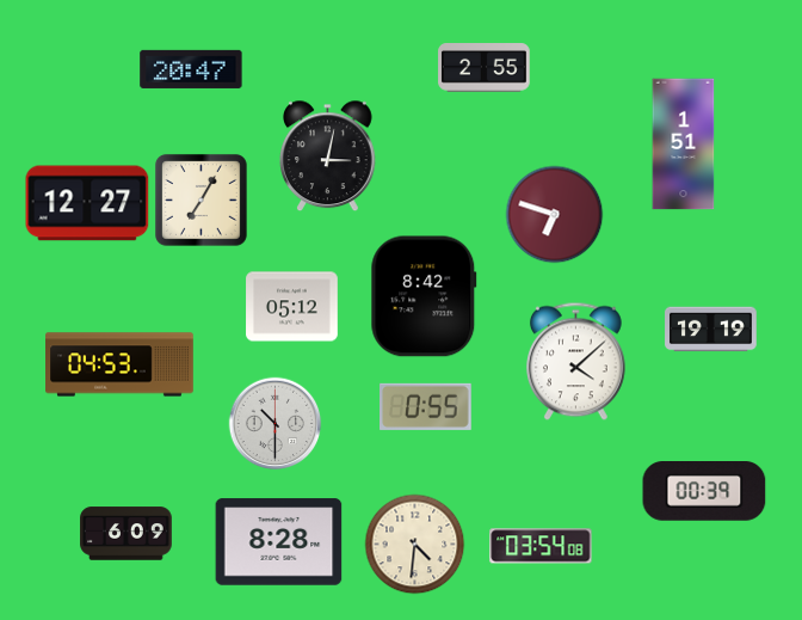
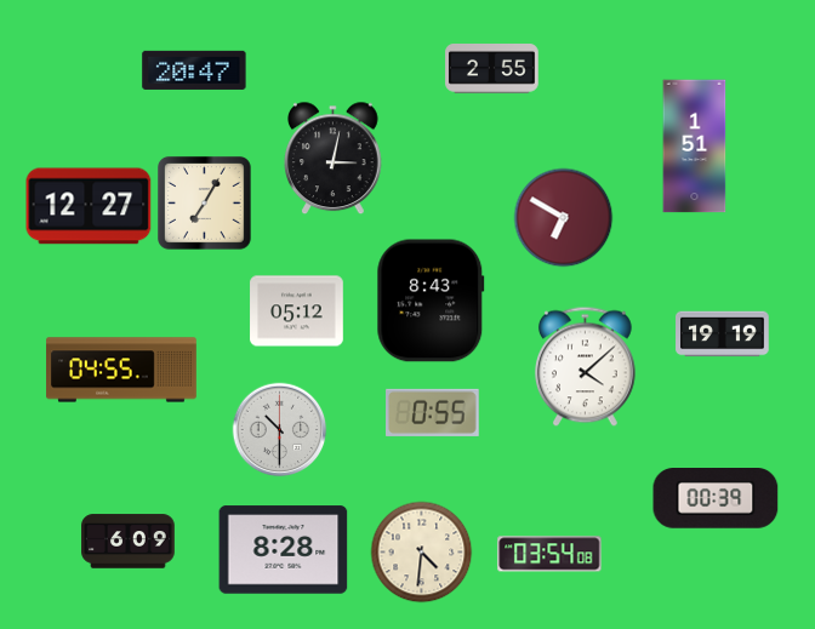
clock at (554, 214): 6:48 -> 6:50
clock at (424, 296): 8:42 -> 8:43
clock at (119, 364): 04:53 -> 04:55
